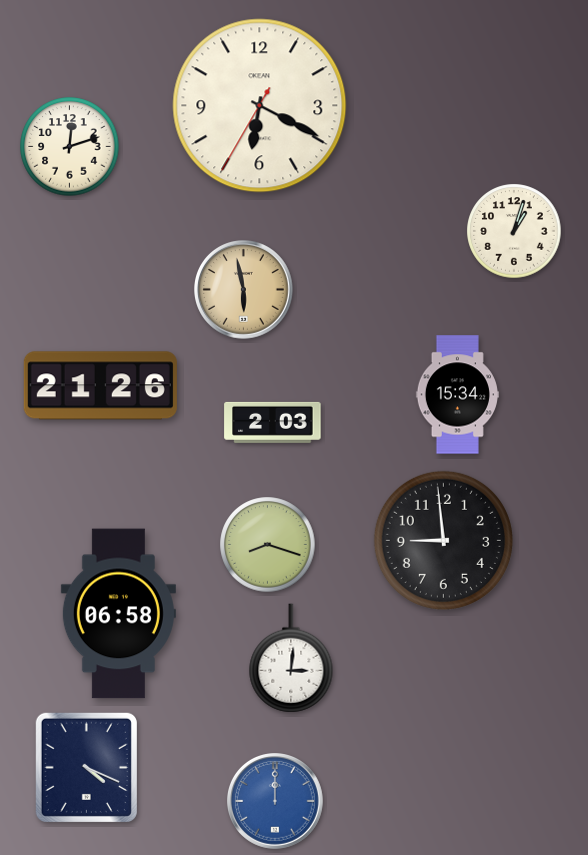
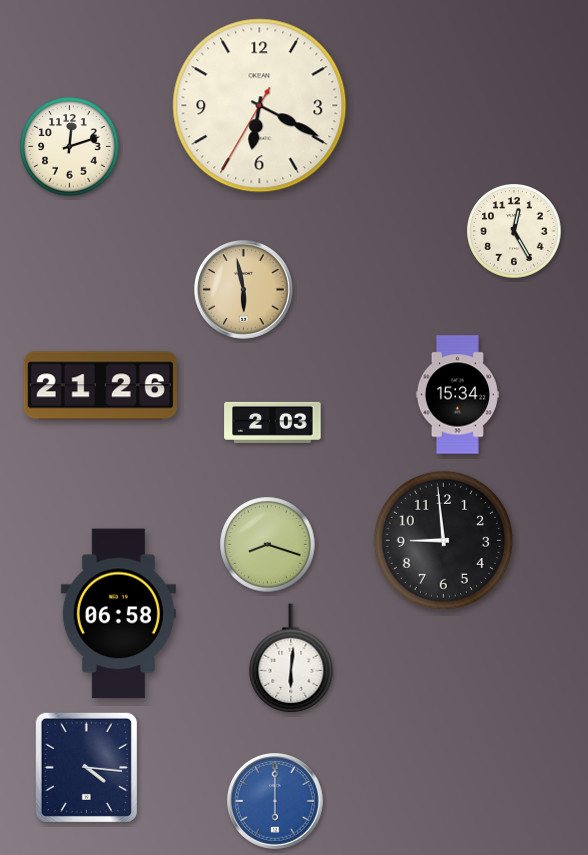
clock at (514, 231): 1:03 -> 12:25
clock at (291, 658): 3:01 -> 6:01
clock at (86, 767): 4:19 -> 4:16
clock at (276, 802): 12:00 -> 6:00
